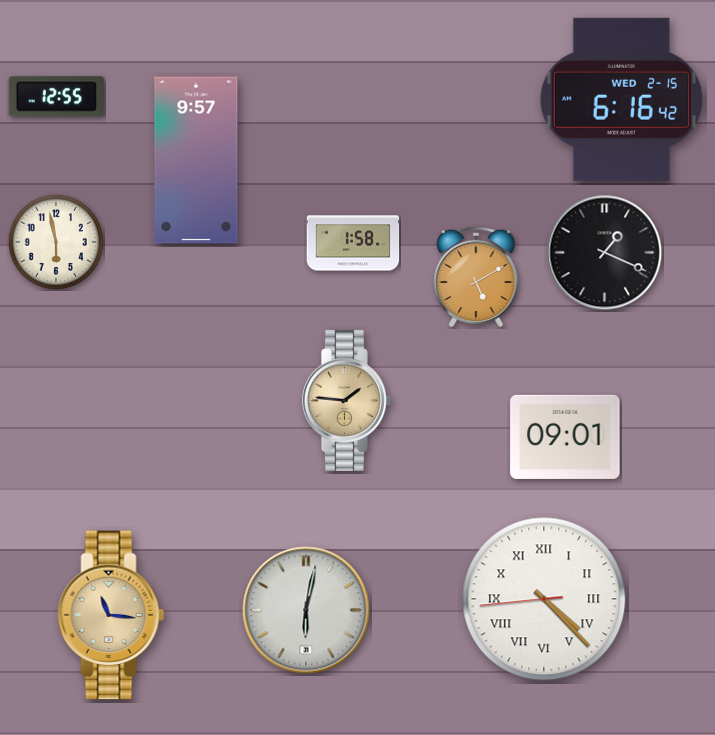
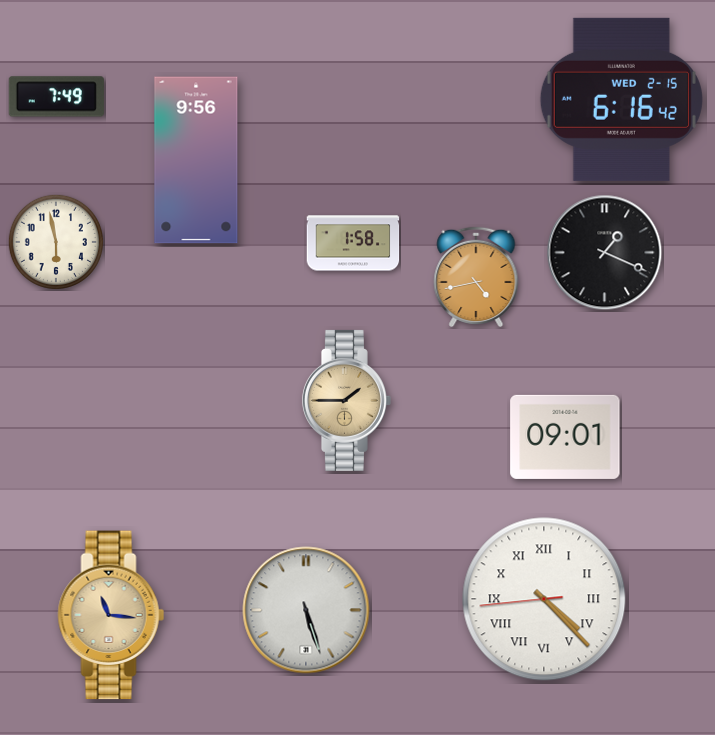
clock at (56, 97): 12:55 -> 7:49
clock at (196, 160): 9:57 -> 9:56
clock at (476, 277): 5:10 -> 4:43
clock at (346, 400): 1:46 -> 1:45
clock at (306, 610): 6:02 -> 5:27
